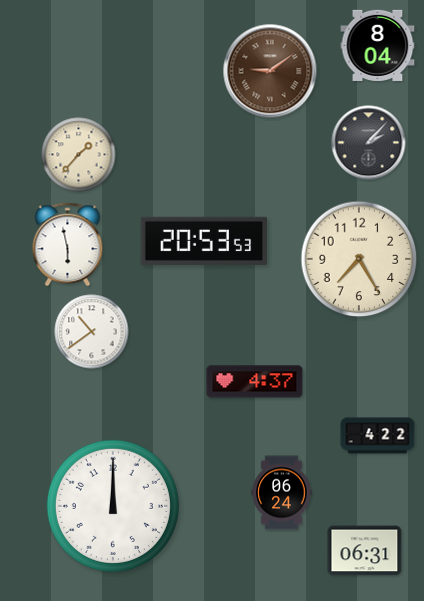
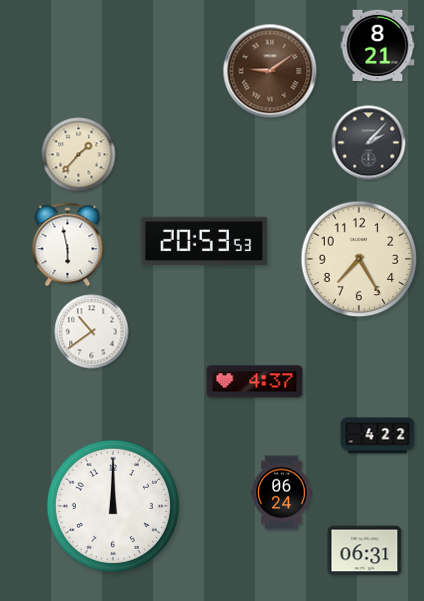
clock at (378, 45): 8:04 -> 8:21
